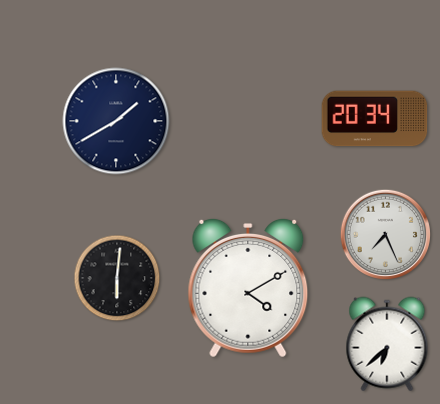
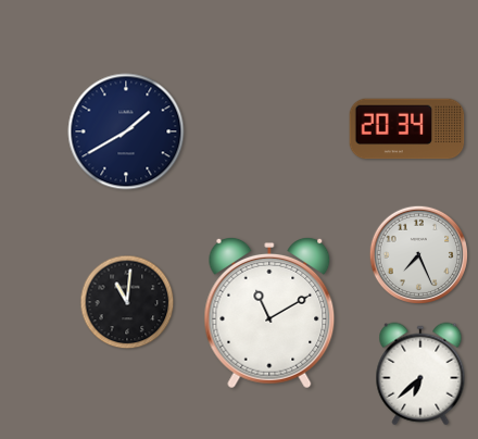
clock at (117, 278): 6:01 -> 11:01
clock at (248, 288): 4:10 -> 11:10
